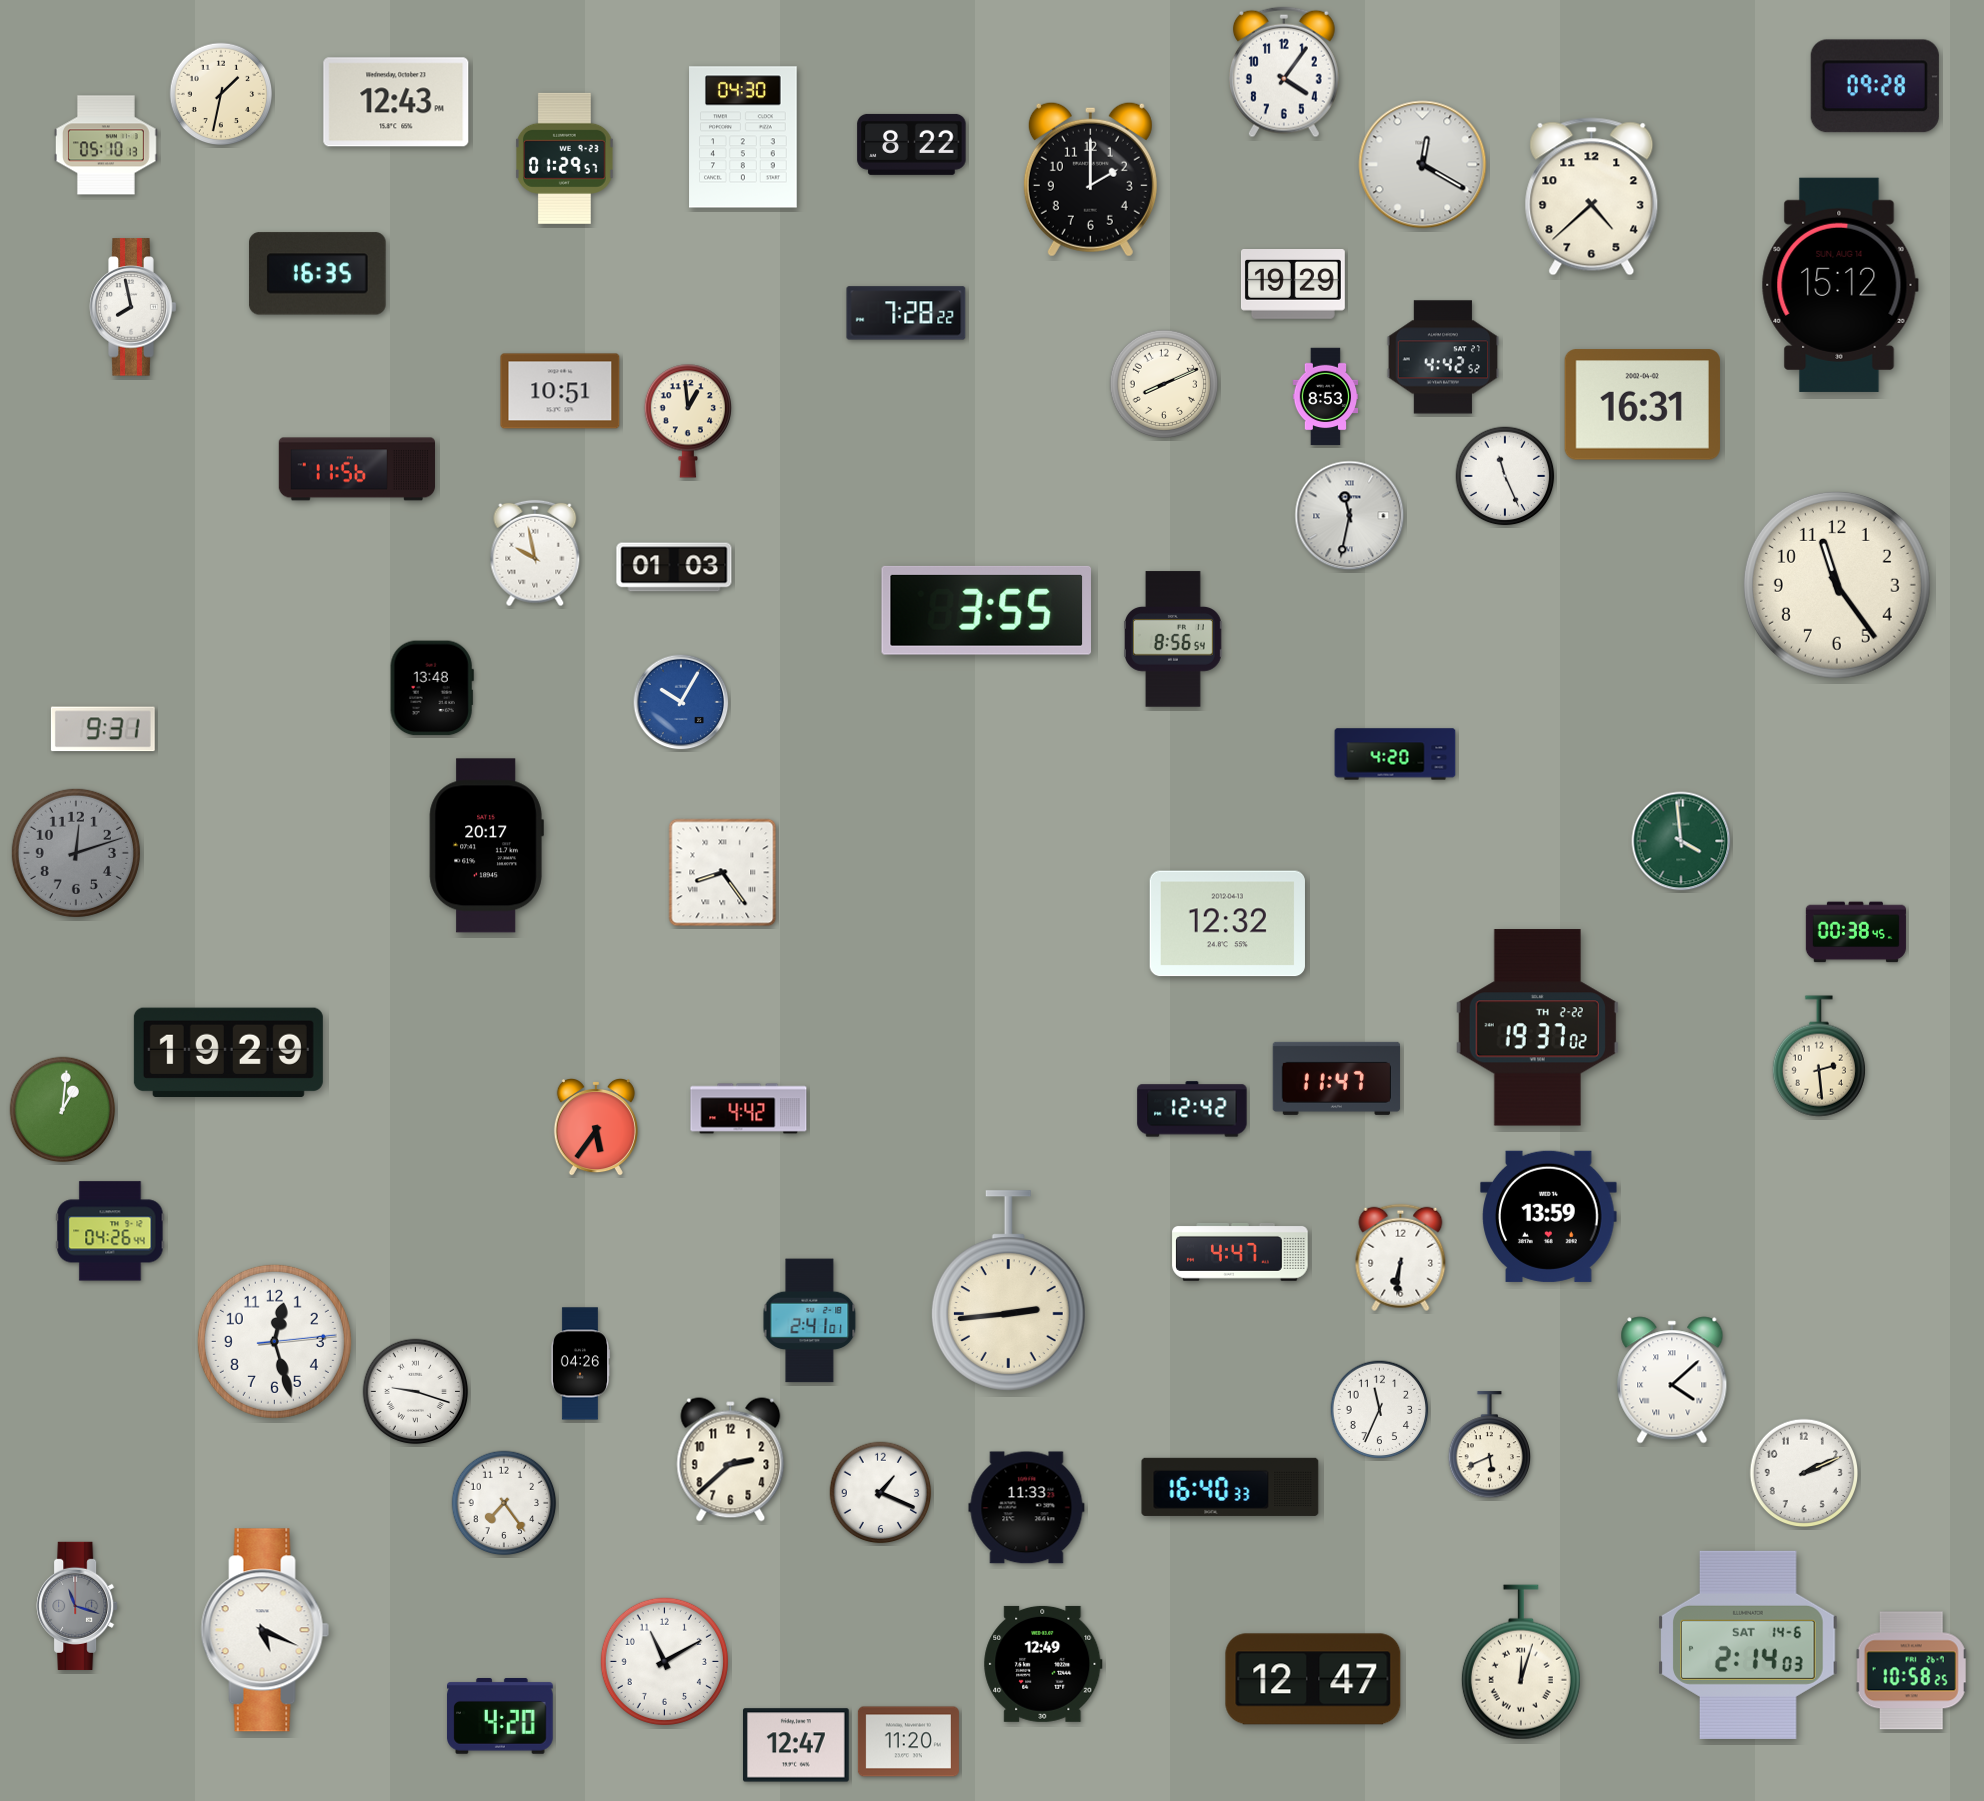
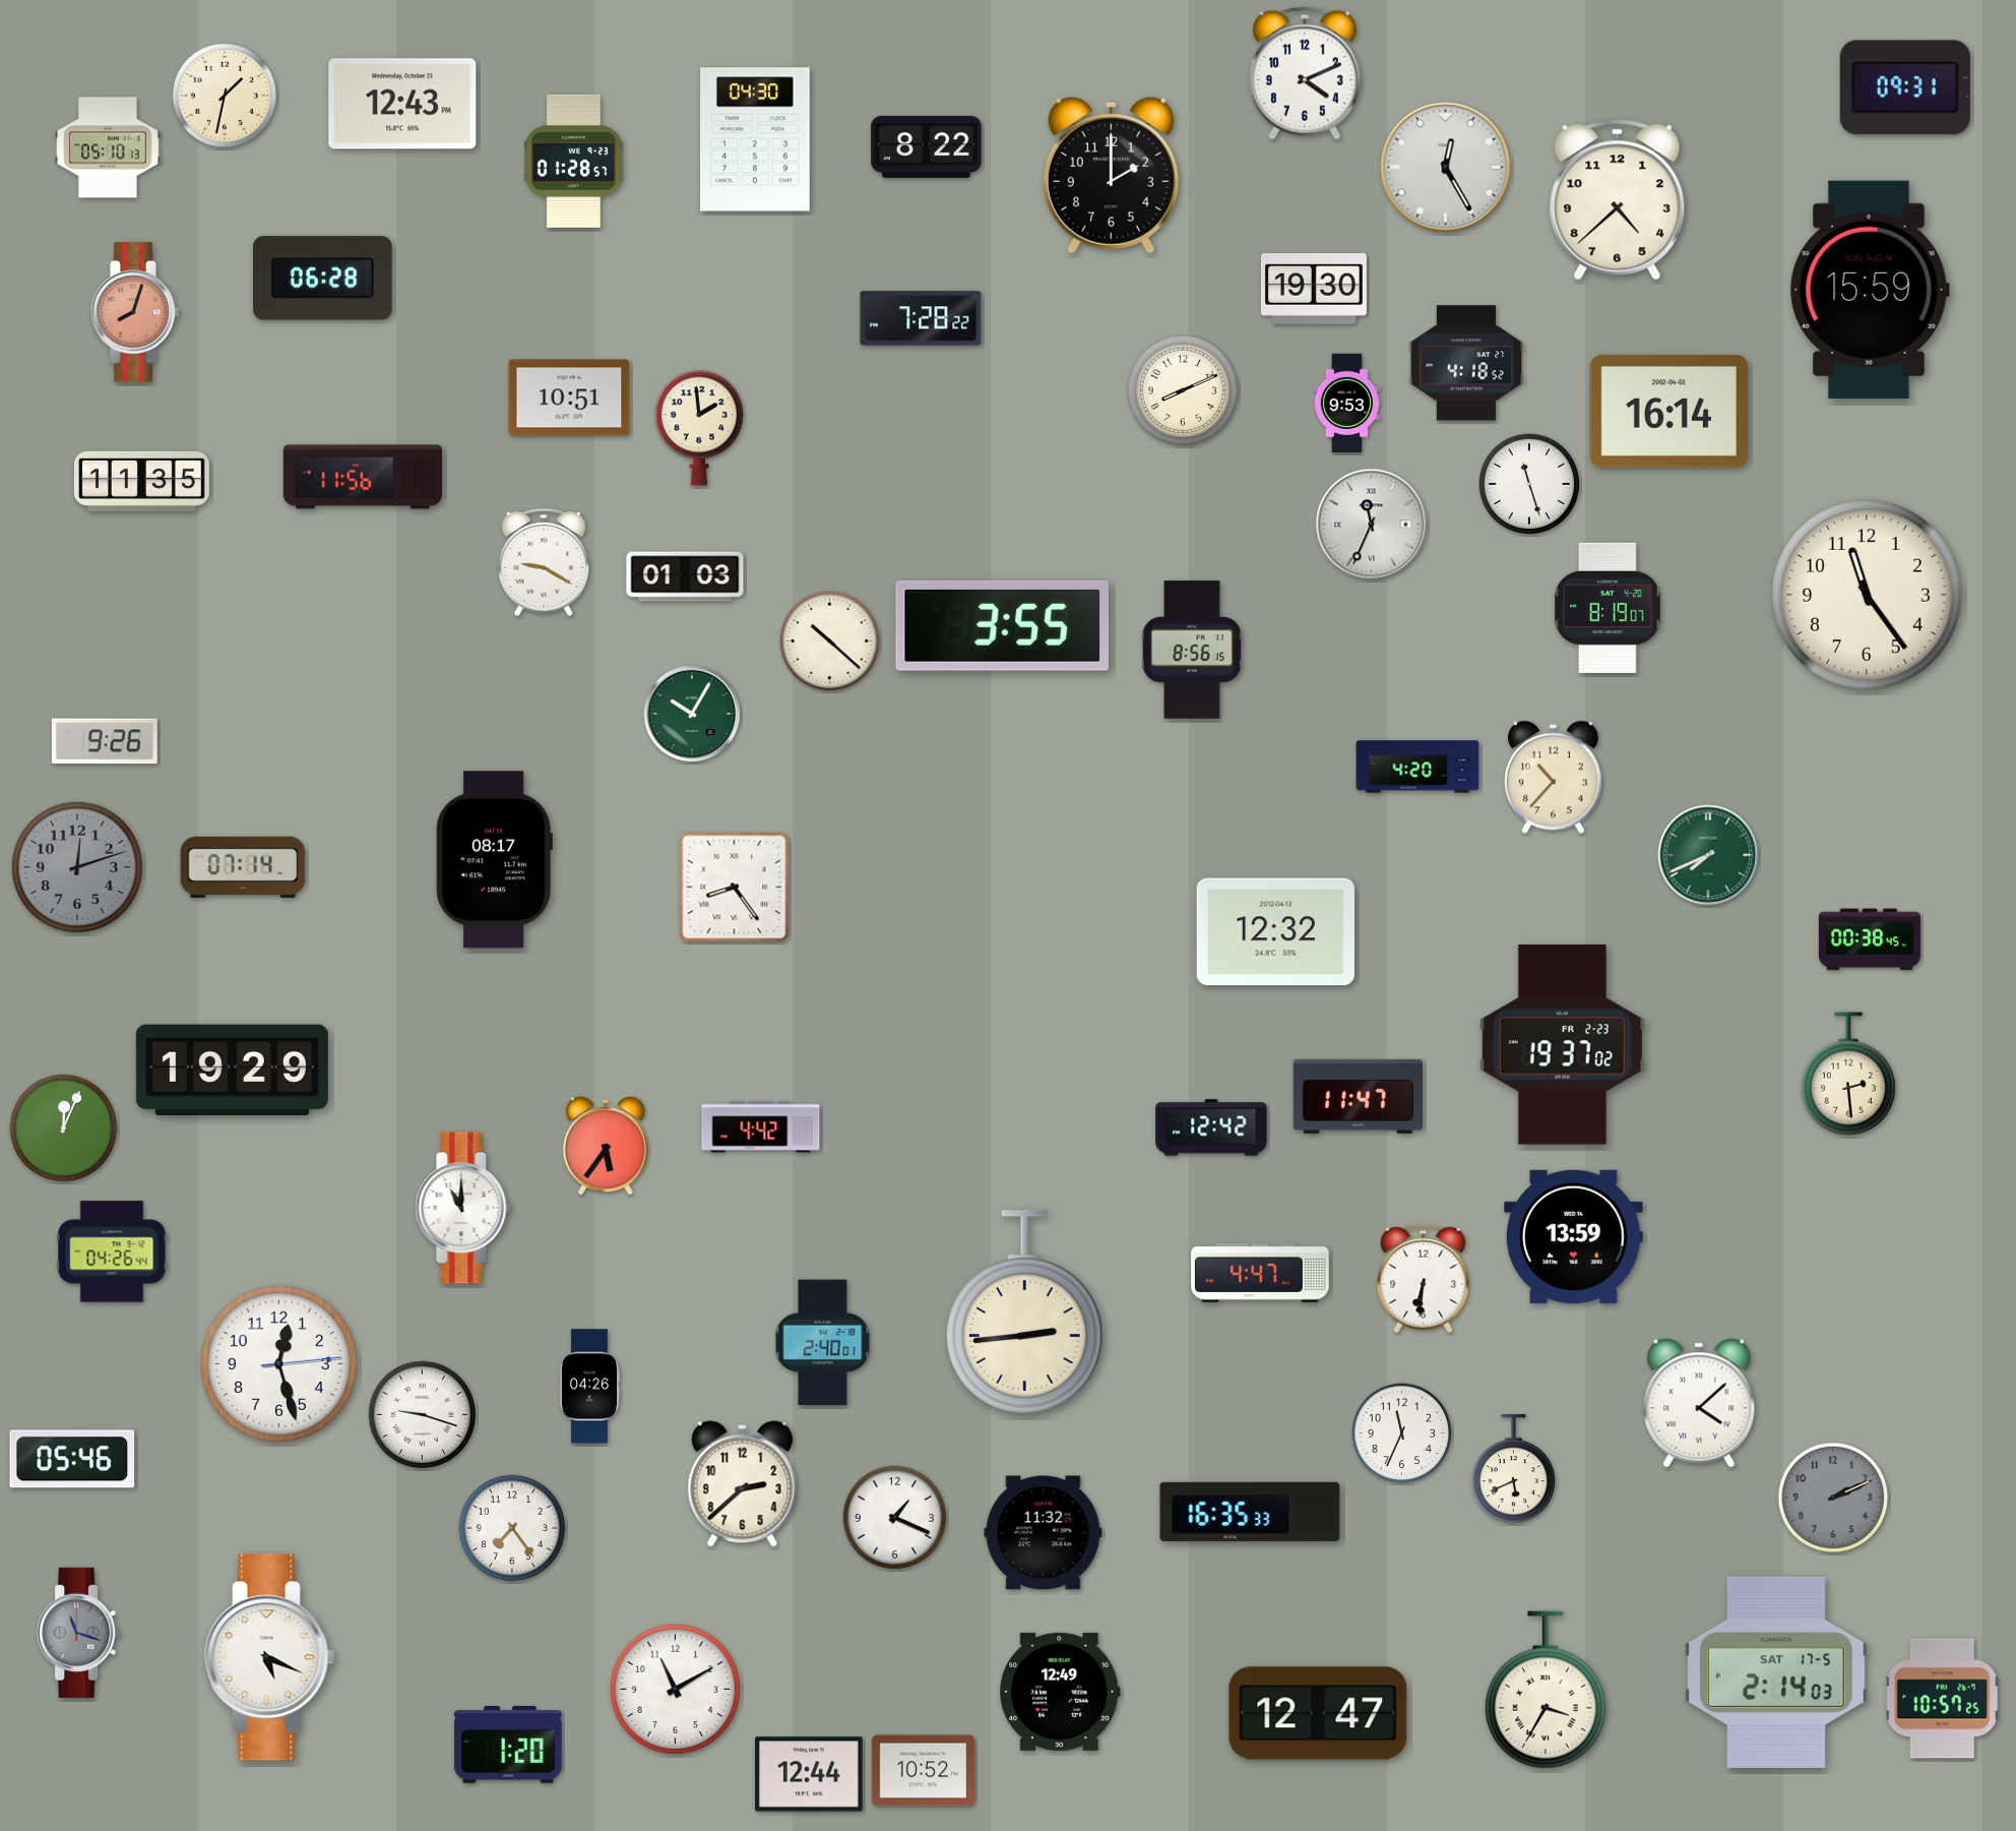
clock at (1284, 72): 4:06 -> 4:11
clock at (1875, 86): 09:28 -> 09:31
clock at (565, 158): 01:29 -> 01:28
clock at (1423, 165): 12:20 -> 12:25
clock at (1090, 179) position: (1090, 179) -> (1111, 175)
clock at (318, 274): 16:35 -> 06:28
clock at (1293, 285): 19:29 -> 19:30
clock at (1840, 285): 15:12 -> 15:59
clock at (133, 307): 7:58 -> 8:03
clock at (133, 307) dial: white -> salmon
clock at (1443, 357): 4:42 -> 4:18
clock at (1326, 397): 8:53 -> 9:53
clock at (1642, 405): 16:31 -> 16:14
clock at (688, 421): 12:59 -> 1:59
clock at (141, 481): none -> 11:35
clock at (1505, 476): 11:26 -> 11:27
clock at (1350, 516): 11:32 -> 11:34
clock at (535, 553): 9:58 -> 9:20
clock at (1608, 608): none -> 8:19
clock at (986, 610) position: (986, 610) -> (1002, 625)
clock at (830, 642): none -> 10:22
clock at (1173, 639): 8:56:54 -> 8:56:15
clock at (432, 688): 13:48 -> none
clock at (681, 702) dial: blue -> green
clock at (103, 729): 9:31 -> 9:26
clock at (1554, 778): none -> 10:37
clock at (1681, 841): 3:59 -> 7:41
clock at (486, 846): 20:17 -> 08:17
clock at (243, 867): none -> 07:14
clock at (1227, 924) position: (1227, 924) -> (1275, 932)
clock at (1856, 932) position: (1856, 932) -> (1870, 939)
clock at (1537, 1028) date: TH 2-22 -> FR 2-23
clock at (63, 1110): 1:01 -> 12:04
clock at (463, 1208): none -> 11:00
clock at (810, 1321): 2:41 -> 2:40
clock at (72, 1459): none -> 05:46
clock at (1804, 1473) dial: white -> grey
clock at (1230, 1487): 16:40 -> 16:35
clock at (1027, 1508): 11:33 -> 11:32
clock at (1748, 1645) date: SAT 14-6 -> SAT 17-5
clock at (1521, 1662): 12:03 -> 3:35
clock at (1912, 1671): 10:58 -> 10:57
clock at (1313, 1679) position: (1313, 1679) -> (1318, 1713)
clock at (500, 1717): 4:20 -> 1:20
clock at (908, 1742): 11:20 -> 10:52
clock at (797, 1745): 12:47 -> 12:44
